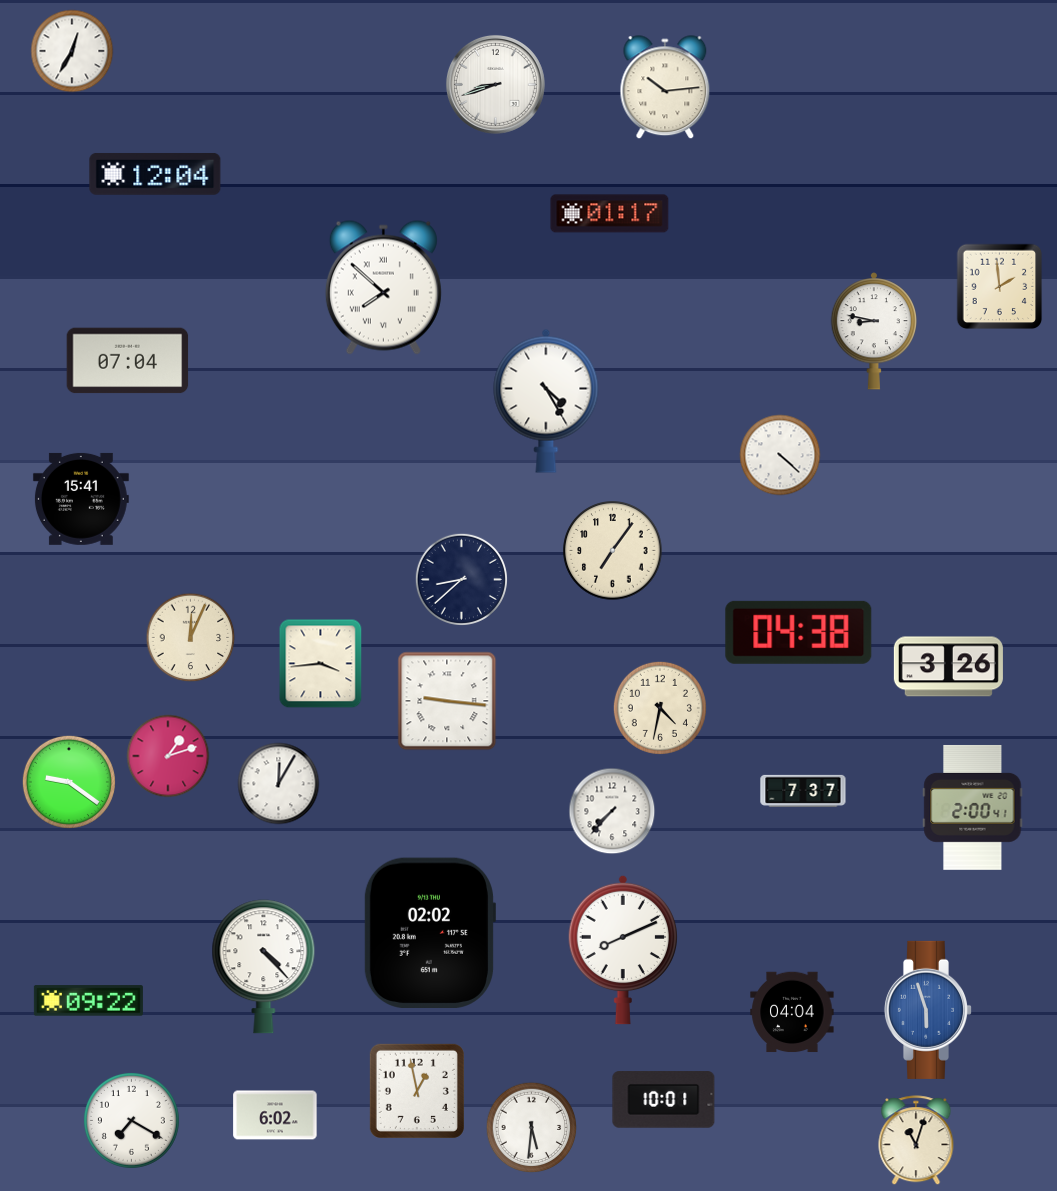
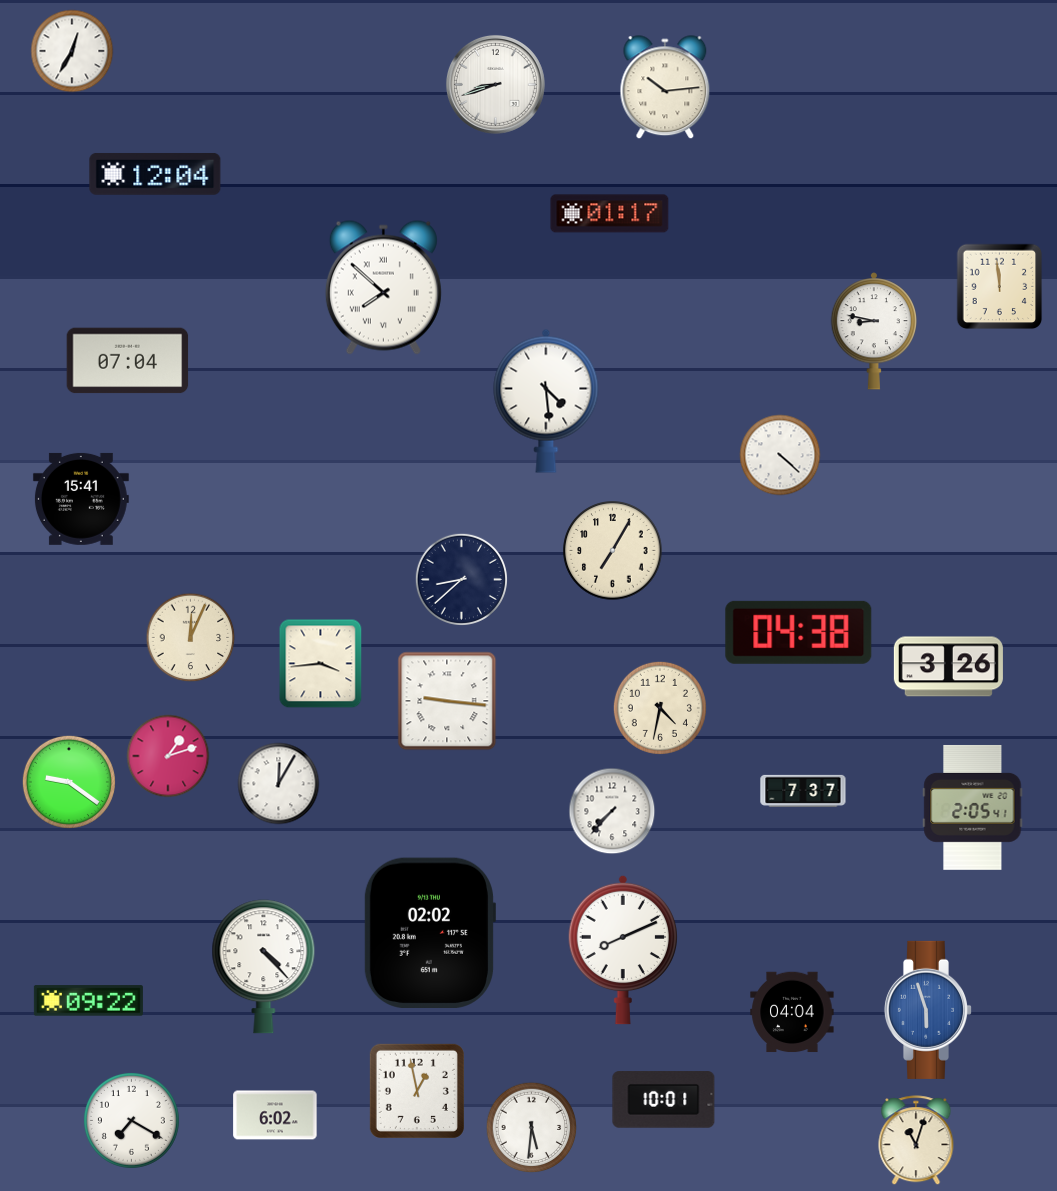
clock at (1000, 287): 1:59 -> 11:59
clock at (546, 401): 4:25 -> 4:29
clock at (613, 551): 7:06 -> 7:05
clock at (973, 807): 2:00 -> 2:05
